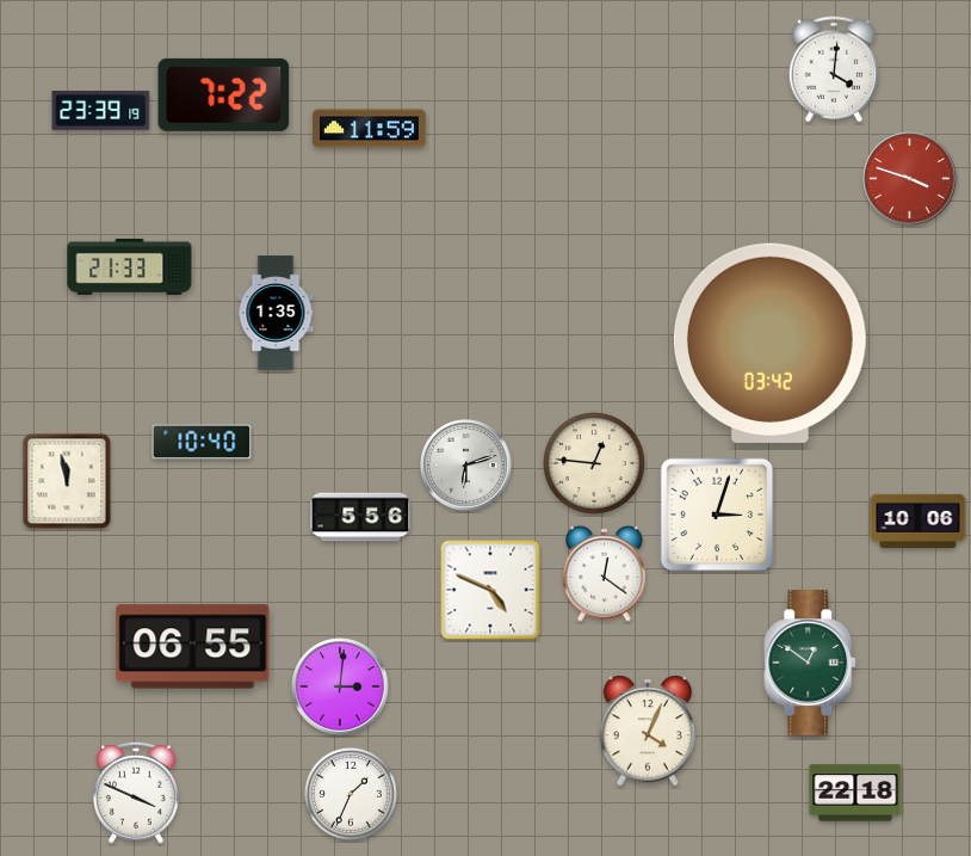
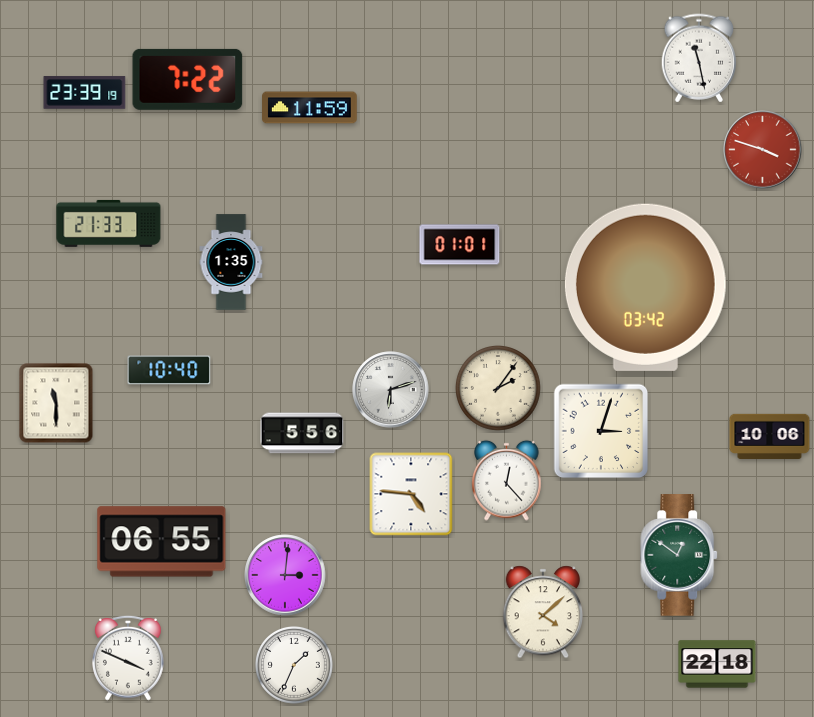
clock at (834, 69): 4:01 -> 11:28
clock at (460, 245): none -> 01:01
clock at (595, 464): 12:46 -> 2:06
clock at (67, 481): 11:58 -> 11:30
clock at (605, 573): 12:21 -> 12:23
clock at (490, 590): 4:49 -> 4:46
clock at (648, 731): 4:04 -> 4:08
clock at (137, 793) position: (137, 793) -> (129, 658)
